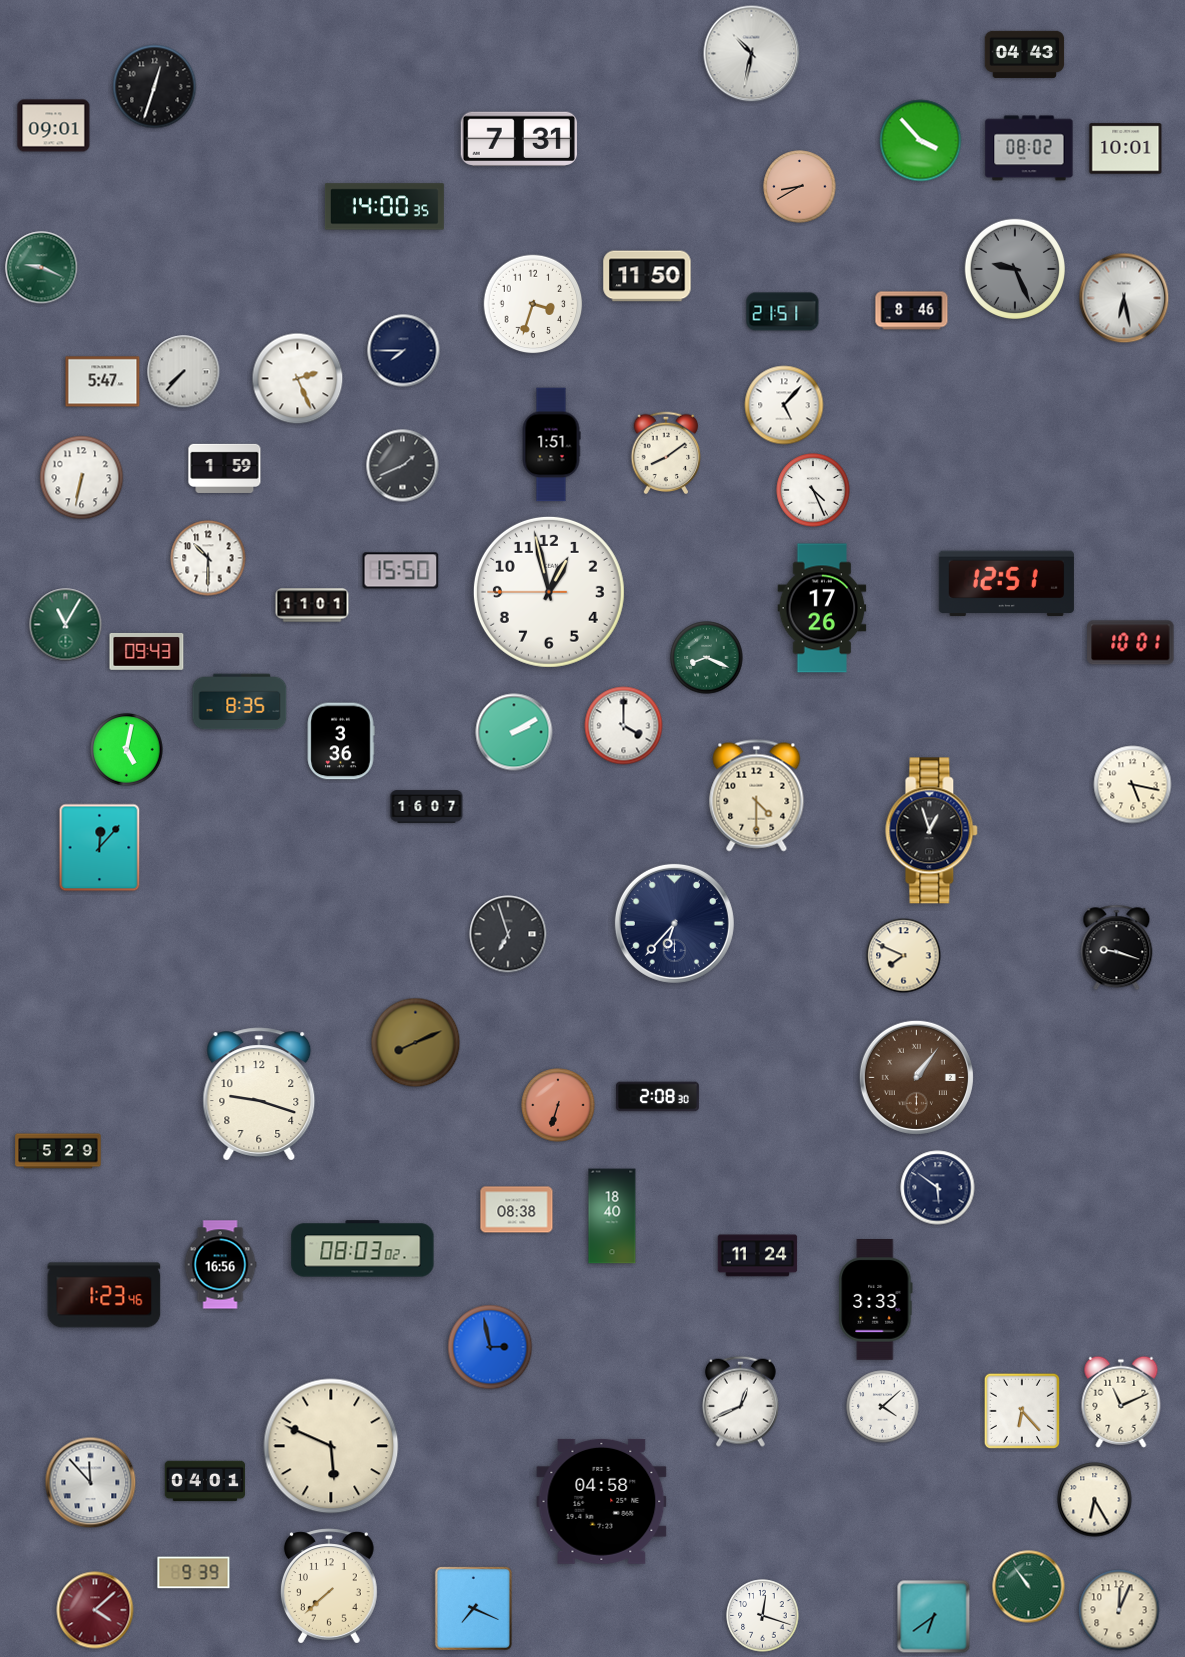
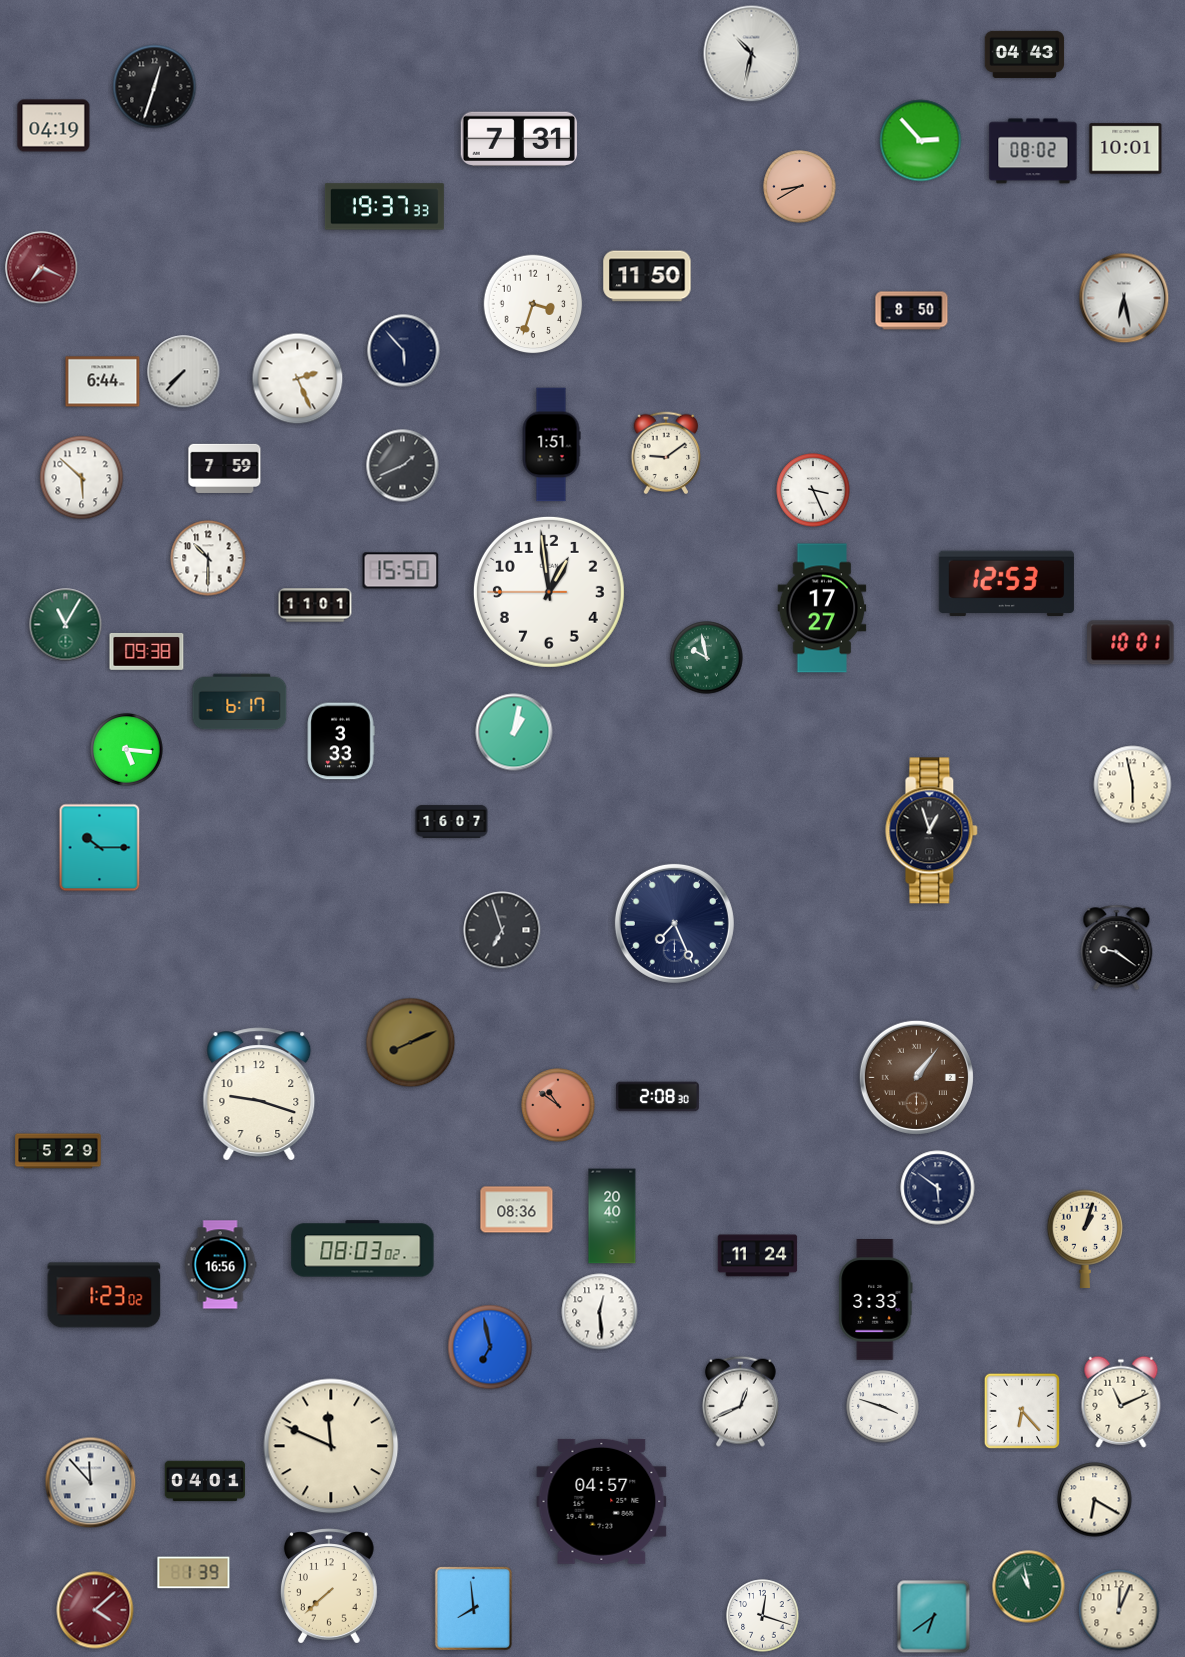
clock at (54, 126): 09:01 -> 04:19
clock at (921, 141): 3:53 -> 2:53
clock at (1029, 148) position: (1029, 148) -> (1033, 151)
clock at (384, 207): 14:00 -> 19:37
clock at (42, 268): 9:19 -> 7:19
clock at (42, 268) dial: green -> burgundy
clock at (1014, 268): 9:26 -> none
clock at (912, 311): 8:46 -> 8:50
clock at (783, 312): 21:51 -> none
clock at (404, 351): 7:45 -> 5:53
clock at (103, 382): 5:47 -> 6:44
clock at (784, 405): 5:07 -> none
clock at (666, 453): 8:09 -> 9:09
clock at (225, 468): 1:59 -> 7:59
clock at (82, 478): 6:32 -> 5:52
clock at (813, 490): 4:26 -> 3:26
clock at (1006, 584): 12:51 -> 12:53
clock at (549, 592): 12:57 -> 12:58
clock at (312, 605) position: (312, 605) -> (315, 605)
clock at (822, 608): 17:26 -> 17:27
clock at (147, 652): 09:43 -> 09:38
clock at (707, 658): 8:19 -> 9:58
clock at (240, 702): 8:35 -> 6:17
clock at (624, 726): 4:00 -> none
clock at (514, 732): 2:10 -> 1:02
clock at (341, 741): 3:36 -> 3:33
clock at (127, 750): 5:02 -> 5:16
clock at (1133, 785): 5:17 -> 5:58
clock at (757, 796): 4:30 -> none
clock at (427, 807) position: (427, 807) -> (452, 822)
clock at (100, 848): 12:07 -> 10:15
clock at (674, 923): 6:37 -> 7:26
clock at (508, 934) position: (508, 934) -> (502, 930)
clock at (1117, 948): 9:18 -> 9:21
clock at (904, 956): 7:49 -> none
clock at (416, 1043) position: (416, 1043) -> (411, 1043)
clock at (558, 1105): 6:33 -> 10:51
clock at (517, 1210): 08:38 -> 08:36
clock at (612, 1216): 18:40 -> 20:40
clock at (1085, 1238): none -> 1:03
clock at (104, 1295): 1:23:46 -> 1:23:02
clock at (600, 1312): none -> 12:29
clock at (490, 1347): 2:58 -> 6:58
clock at (883, 1407): 4:08 -> 3:48
clock at (331, 1446): 5:49 -> 11:49
clock at (1095, 1500): 6:25 -> 6:20
clock at (602, 1501): 04:58 -> 04:57
clock at (194, 1573): 9:39 -> 1:39
clock at (1029, 1587): 10:54 -> 10:58
clock at (473, 1608): 7:19 -> 7:59
